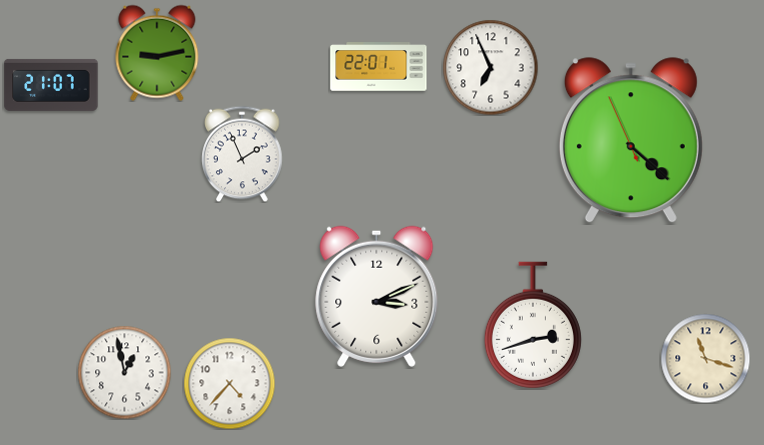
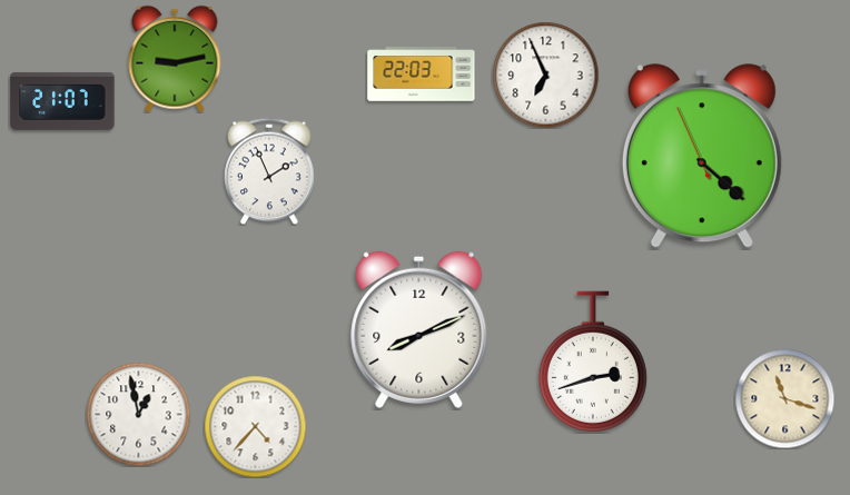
clock at (379, 67): 22:01 -> 22:03
clock at (51, 85) position: (51, 85) -> (62, 101)
clock at (377, 296): 3:11 -> 8:11
